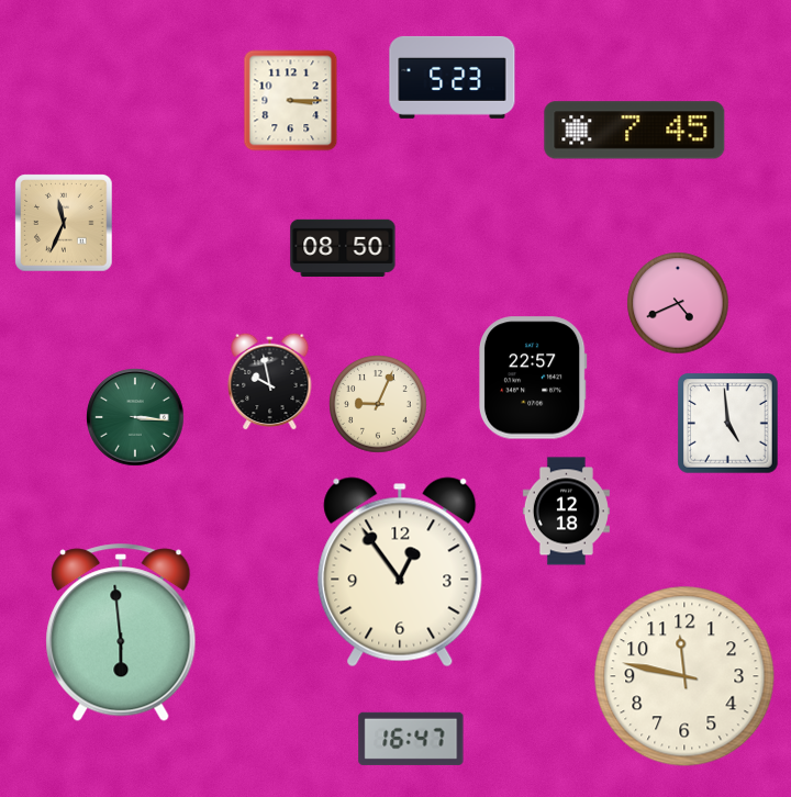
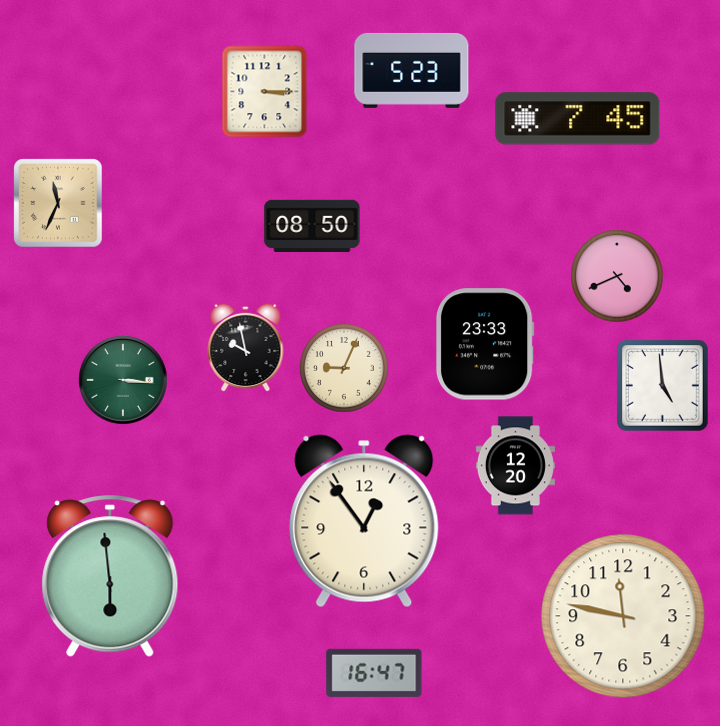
clock at (533, 378): 22:57 -> 23:33
clock at (566, 512): 12:18 -> 12:20
